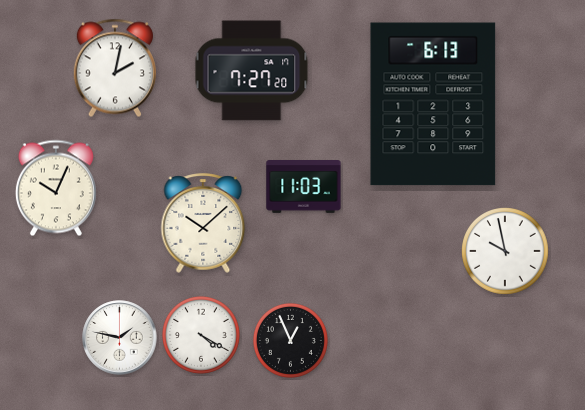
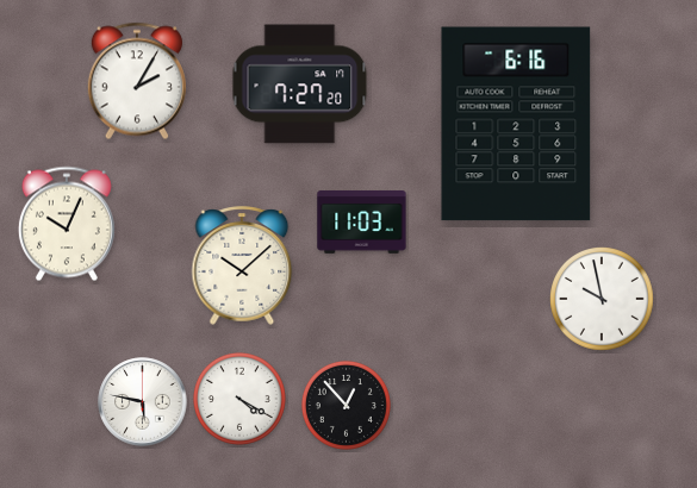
clock at (115, 68): 2:02 -> 2:05
clock at (433, 104): 6:13 -> 6:16
clock at (120, 338): 1:47 -> 5:47
clock at (290, 340): 12:56 -> 12:53
